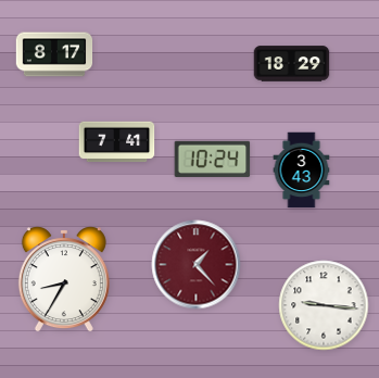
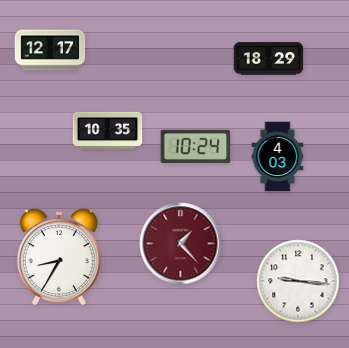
clock at (54, 54): 8:17 -> 12:17
clock at (117, 142): 7:41 -> 10:35
clock at (302, 171): 3:43 -> 4:03
